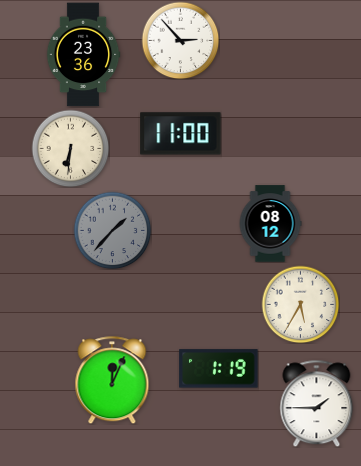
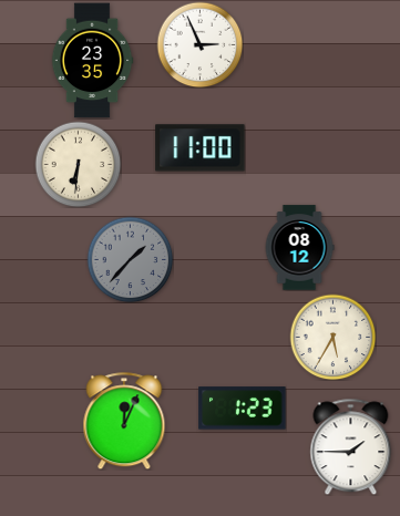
clock at (180, 40): 2:53 -> 2:56
clock at (83, 55): 23:36 -> 23:35
clock at (112, 230) position: (112, 230) -> (130, 259)
clock at (219, 369): 1:19 -> 1:23
